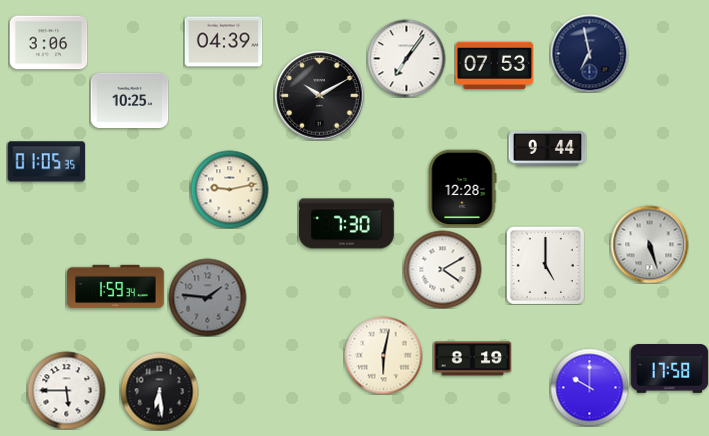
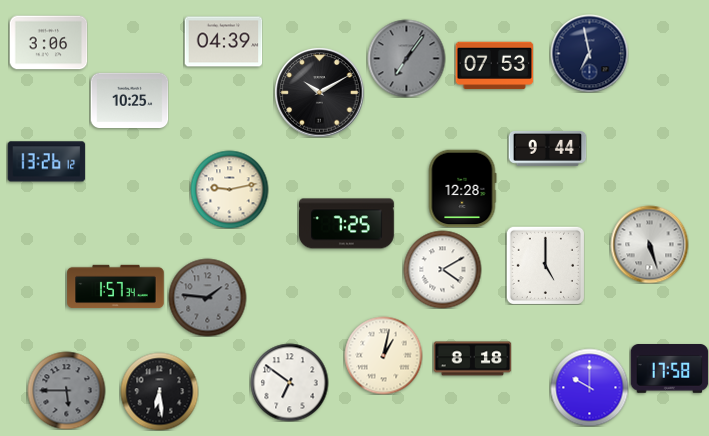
clock at (406, 58) dial: white -> grey
clock at (319, 95) position: (319, 95) -> (319, 92)
clock at (46, 162): 01:05 -> 13:26
clock at (347, 224): 7:30 -> 7:25
clock at (116, 287): 1:59 -> 1:57
clock at (383, 355): 6:02 -> 1:02
clock at (472, 359): 8:19 -> 8:18
clock at (289, 382): none -> 6:51
clock at (66, 390) dial: white -> grey
